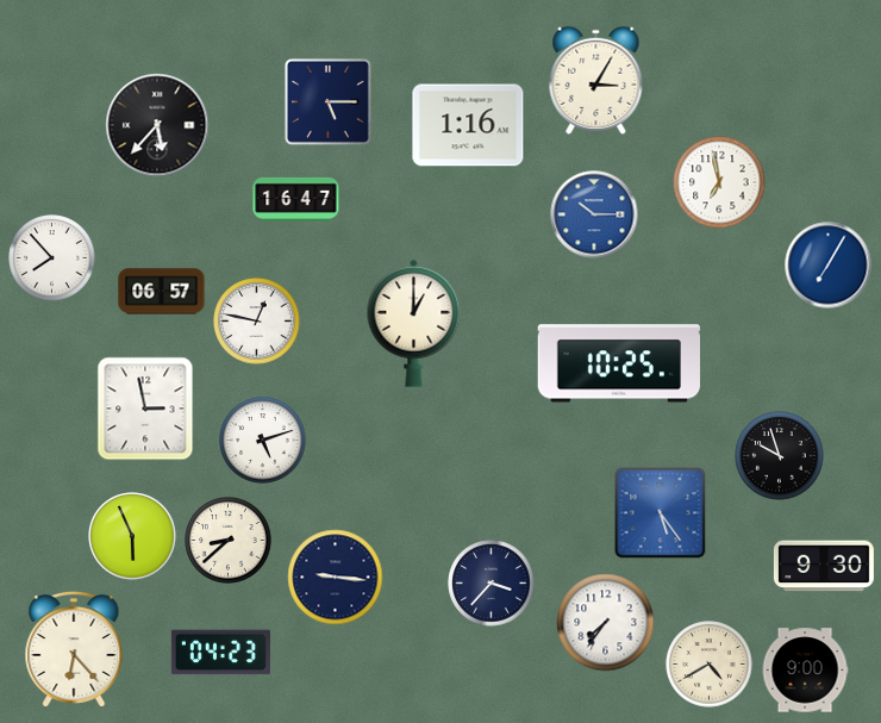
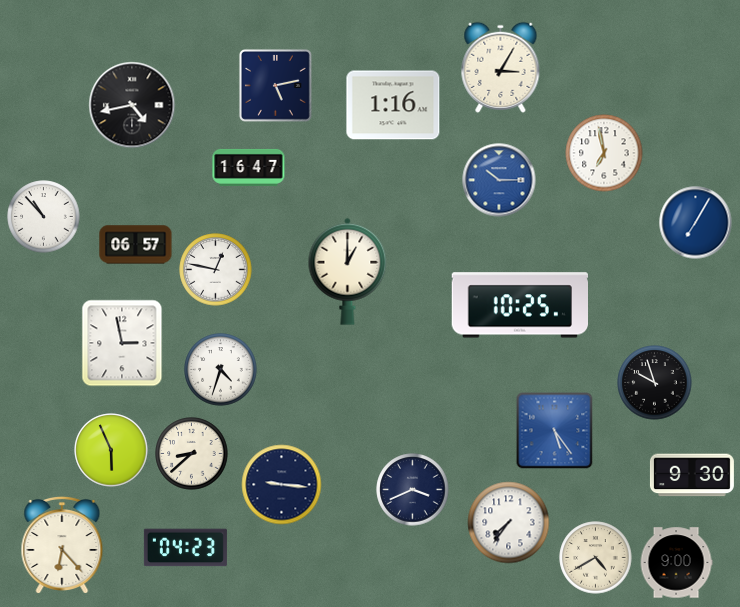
clock at (327, 101): 5:15 -> 5:13
clock at (157, 125): 5:37 -> 4:43
clock at (52, 258): 7:53 -> 10:53
clock at (263, 441): 5:12 -> 4:33
clock at (492, 584): 3:37 -> 3:41
